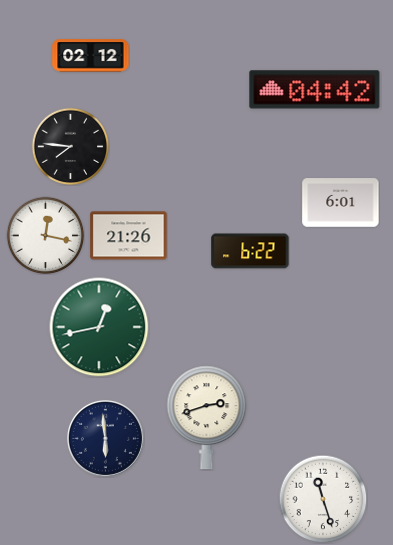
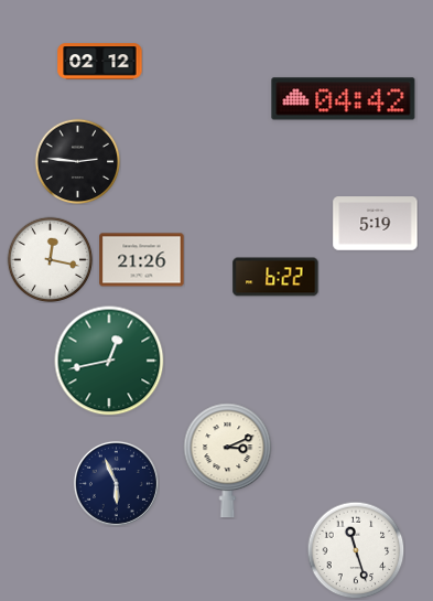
clock at (315, 90) position: (315, 90) -> (344, 99)
clock at (70, 146): 7:46 -> 2:46
clock at (341, 203): 6:01 -> 5:19
clock at (207, 418): 2:42 -> 3:11
clock at (105, 438): 5:59 -> 5:56
